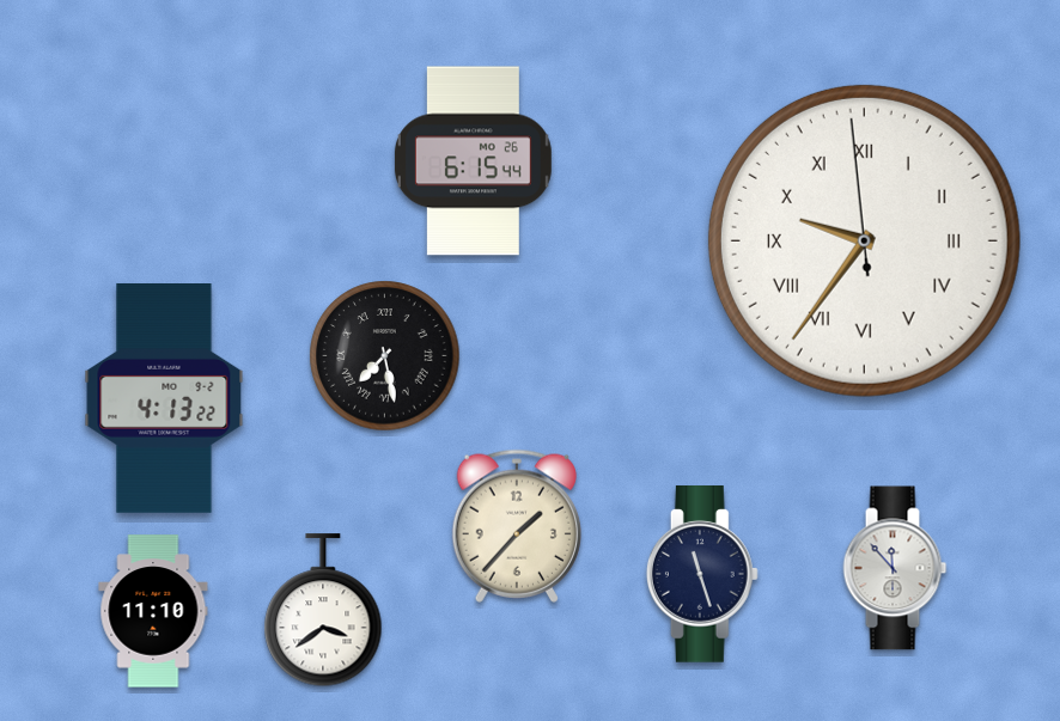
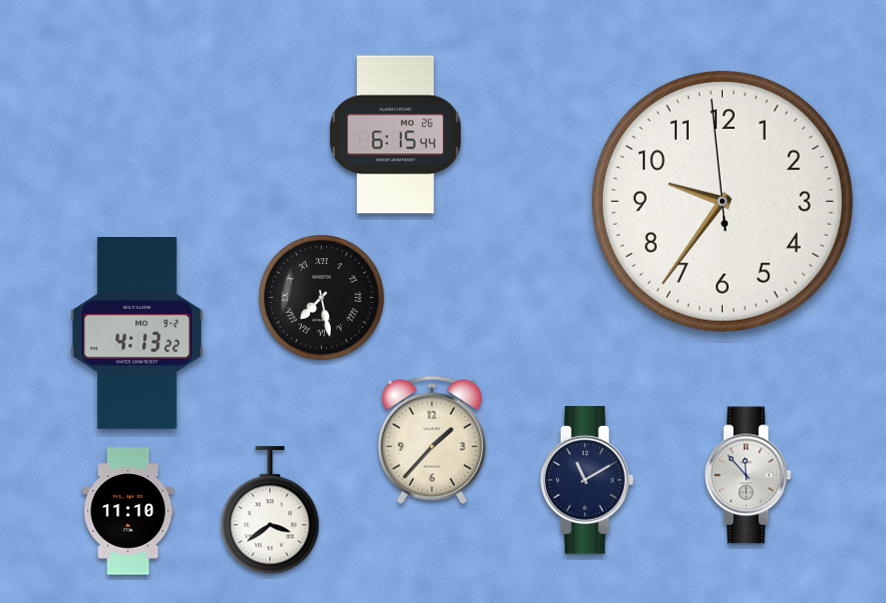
clock at (864, 240) numerals: Roman -> Arabic
clock at (702, 575): 11:27 -> 11:10
